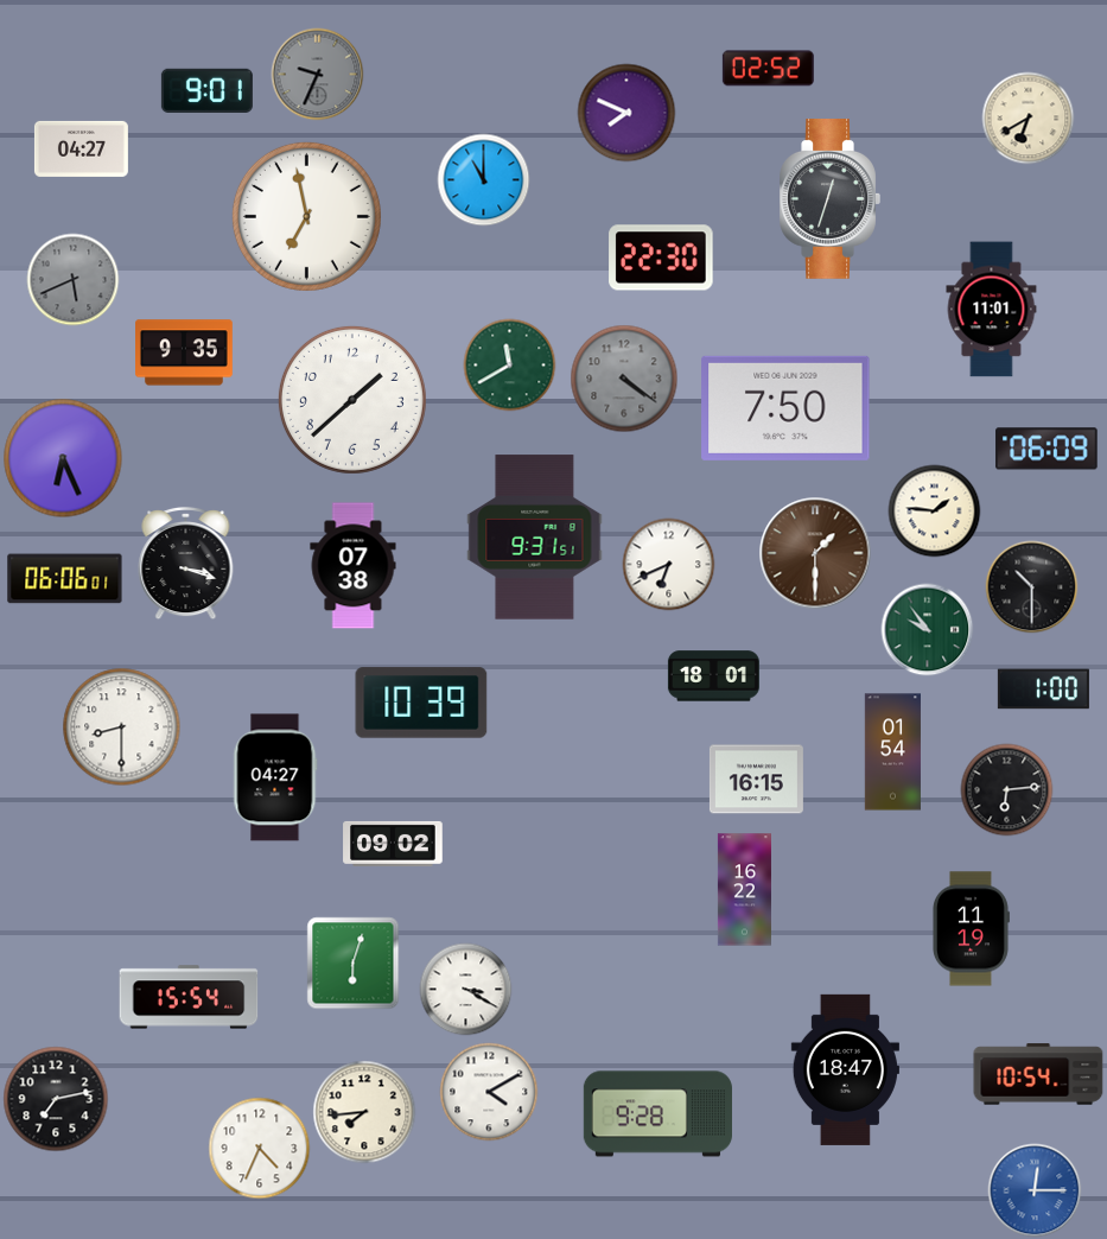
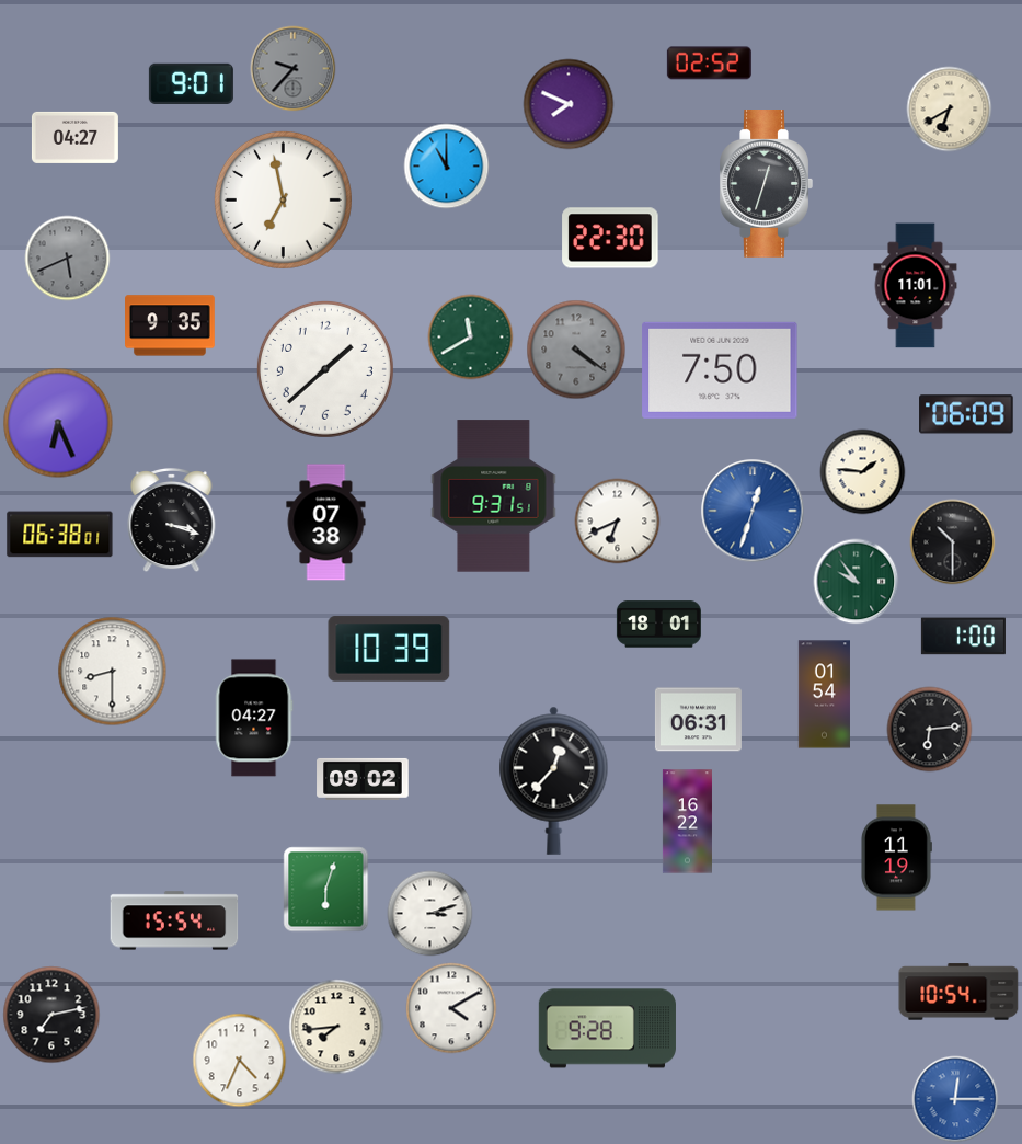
clock at (317, 74): 9:34 -> 9:37
clock at (626, 113) position: (626, 113) -> (569, 104)
clock at (785, 408) position: (785, 408) -> (720, 370)
clock at (815, 553): 1:30 -> 12:33
clock at (815, 553) dial: brown -> blue
clock at (65, 579): 06:06 -> 06:38
clock at (756, 780): 16:15 -> 06:31
clock at (554, 780): none -> 12:37
clock at (465, 989): 3:20 -> 3:12
clock at (845, 1069): 18:47 -> none
